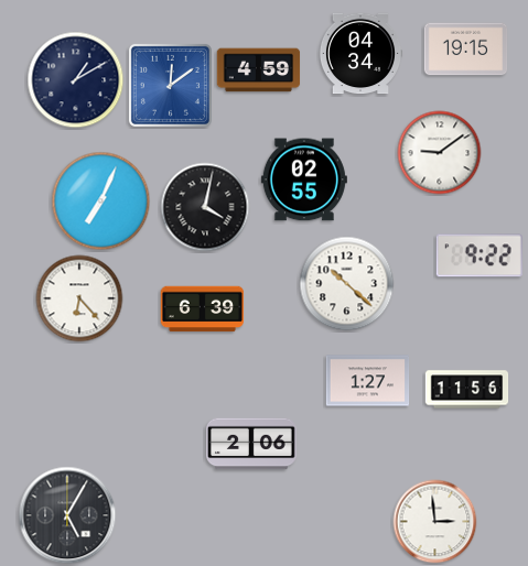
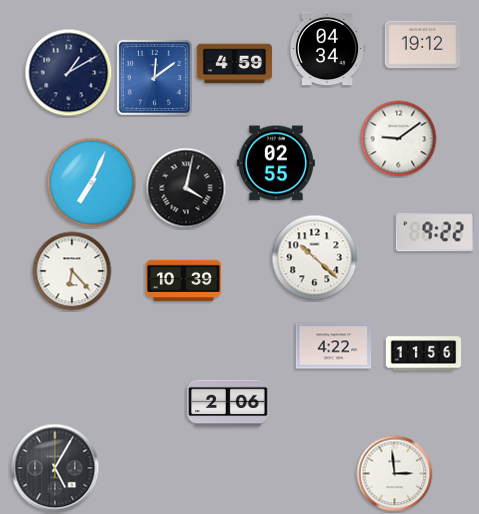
clock at (466, 50): 19:15 -> 19:12
clock at (203, 309): 6:39 -> 10:39
clock at (368, 381): 1:27 -> 4:22
clock at (67, 515) position: (67, 515) -> (55, 468)
